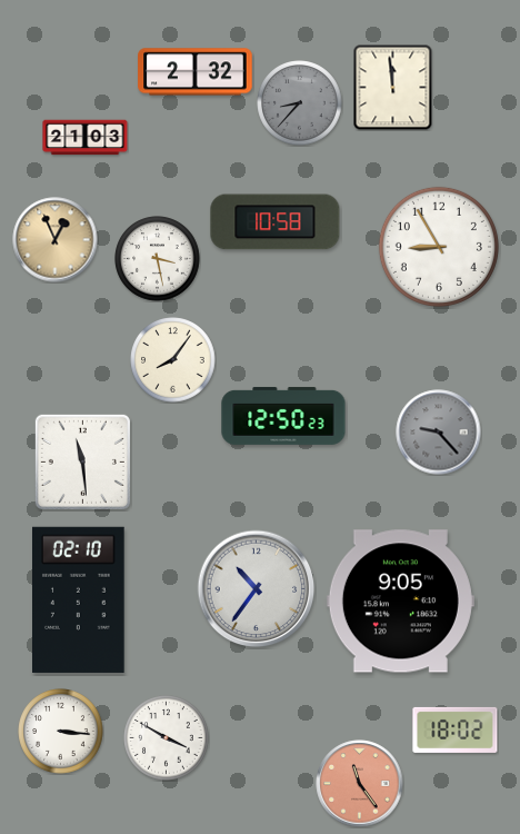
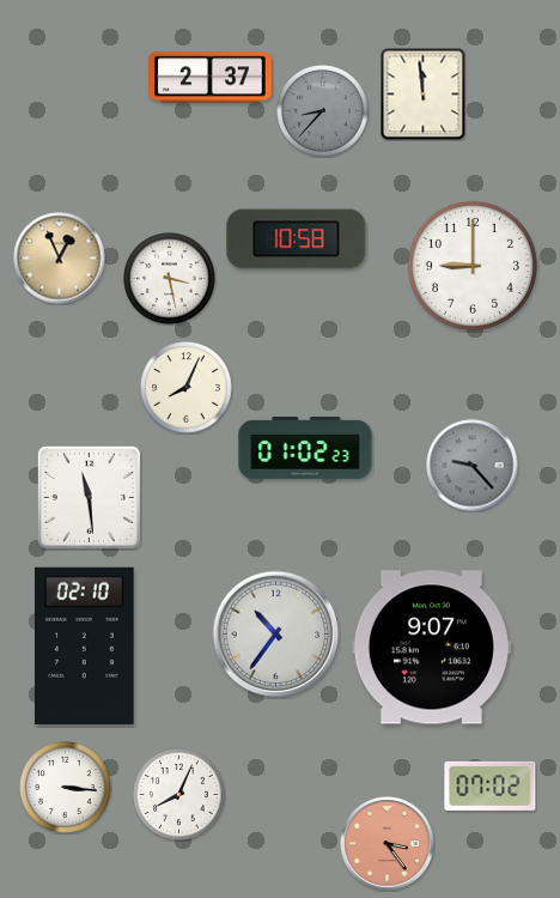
clock at (196, 72): 2:32 -> 2:37
clock at (86, 138): 21:03 -> none
clock at (439, 247): 8:55 -> 9:00
clock at (173, 360): 8:06 -> 8:04
clock at (283, 416): 12:50 -> 01:02
clock at (400, 602): 9:05 -> 9:07
clock at (456, 729): 18:02 -> 07:02
clock at (167, 738): 3:50 -> 8:04
clock at (360, 784): 11:24 -> 3:24
